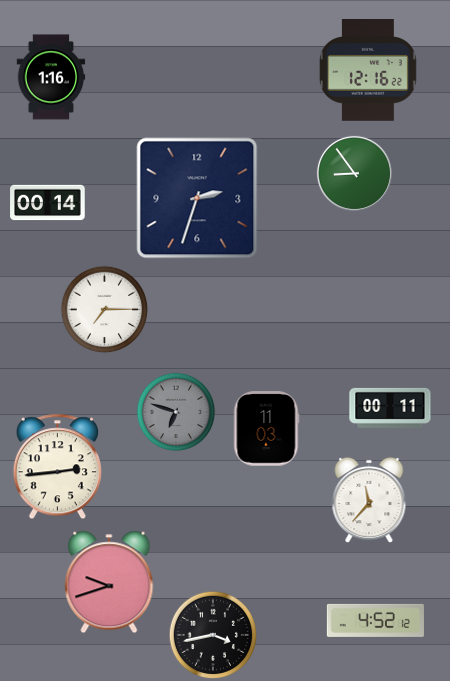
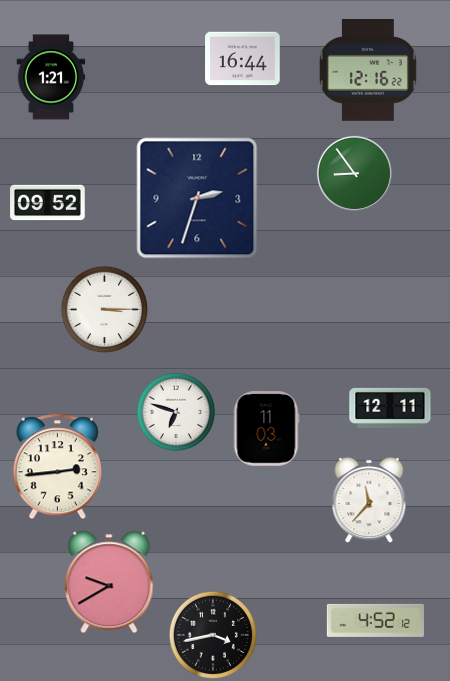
clock at (243, 59): none -> 16:44
clock at (51, 77): 1:16 -> 1:21
clock at (48, 203): 00:14 -> 09:52
clock at (105, 310): 7:15 -> 3:15
clock at (390, 408): 00:11 -> 12:11
clock at (176, 412) dial: grey -> white
clock at (109, 582): 9:42 -> 9:40
